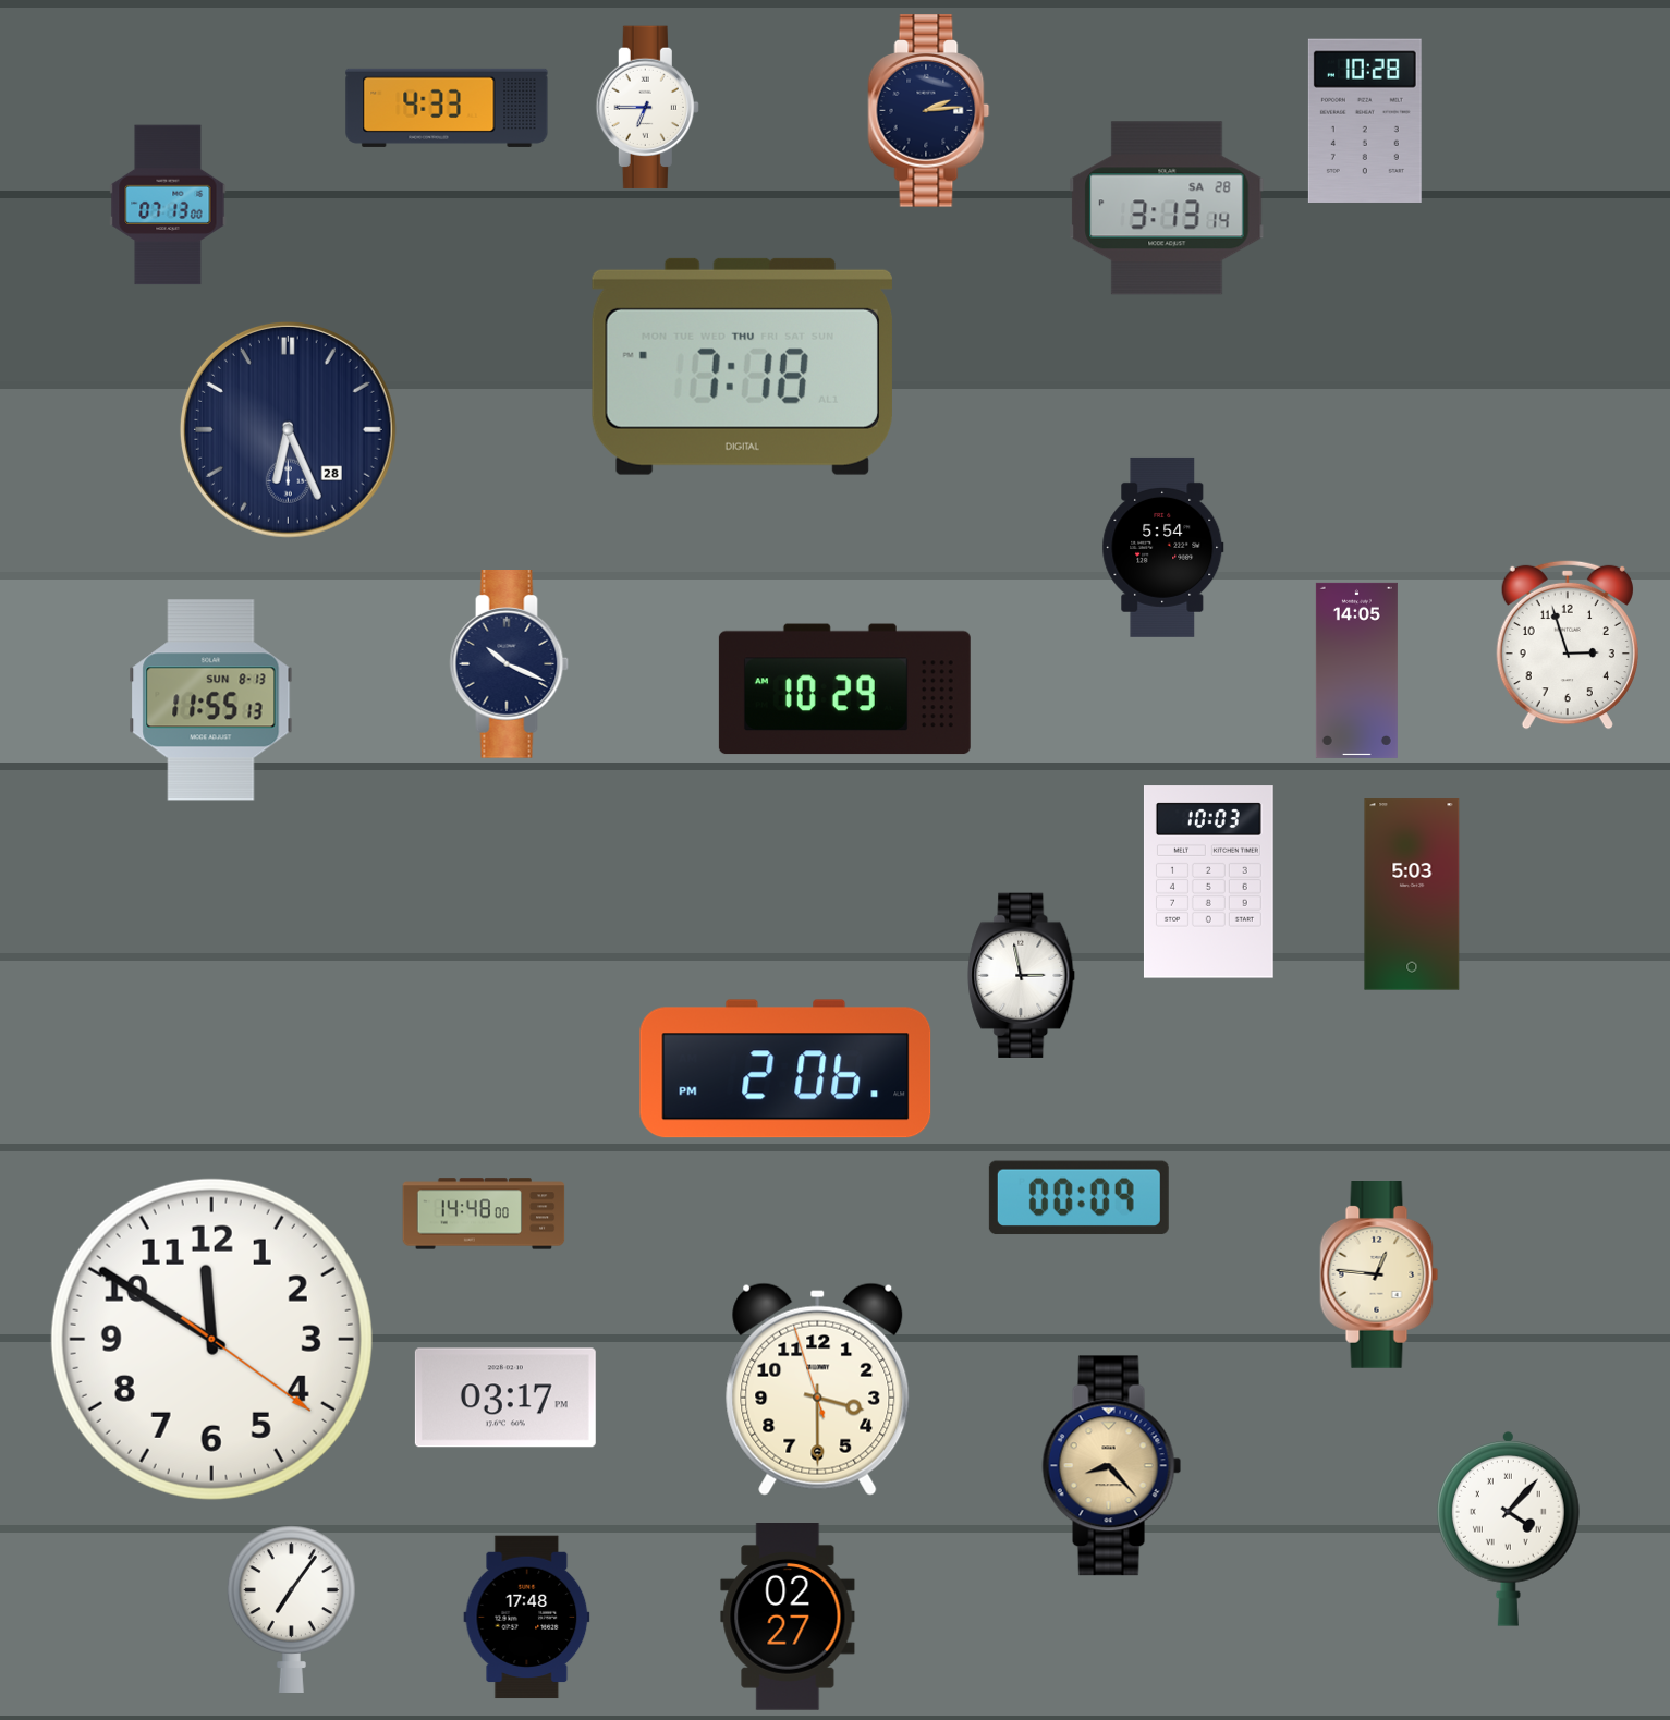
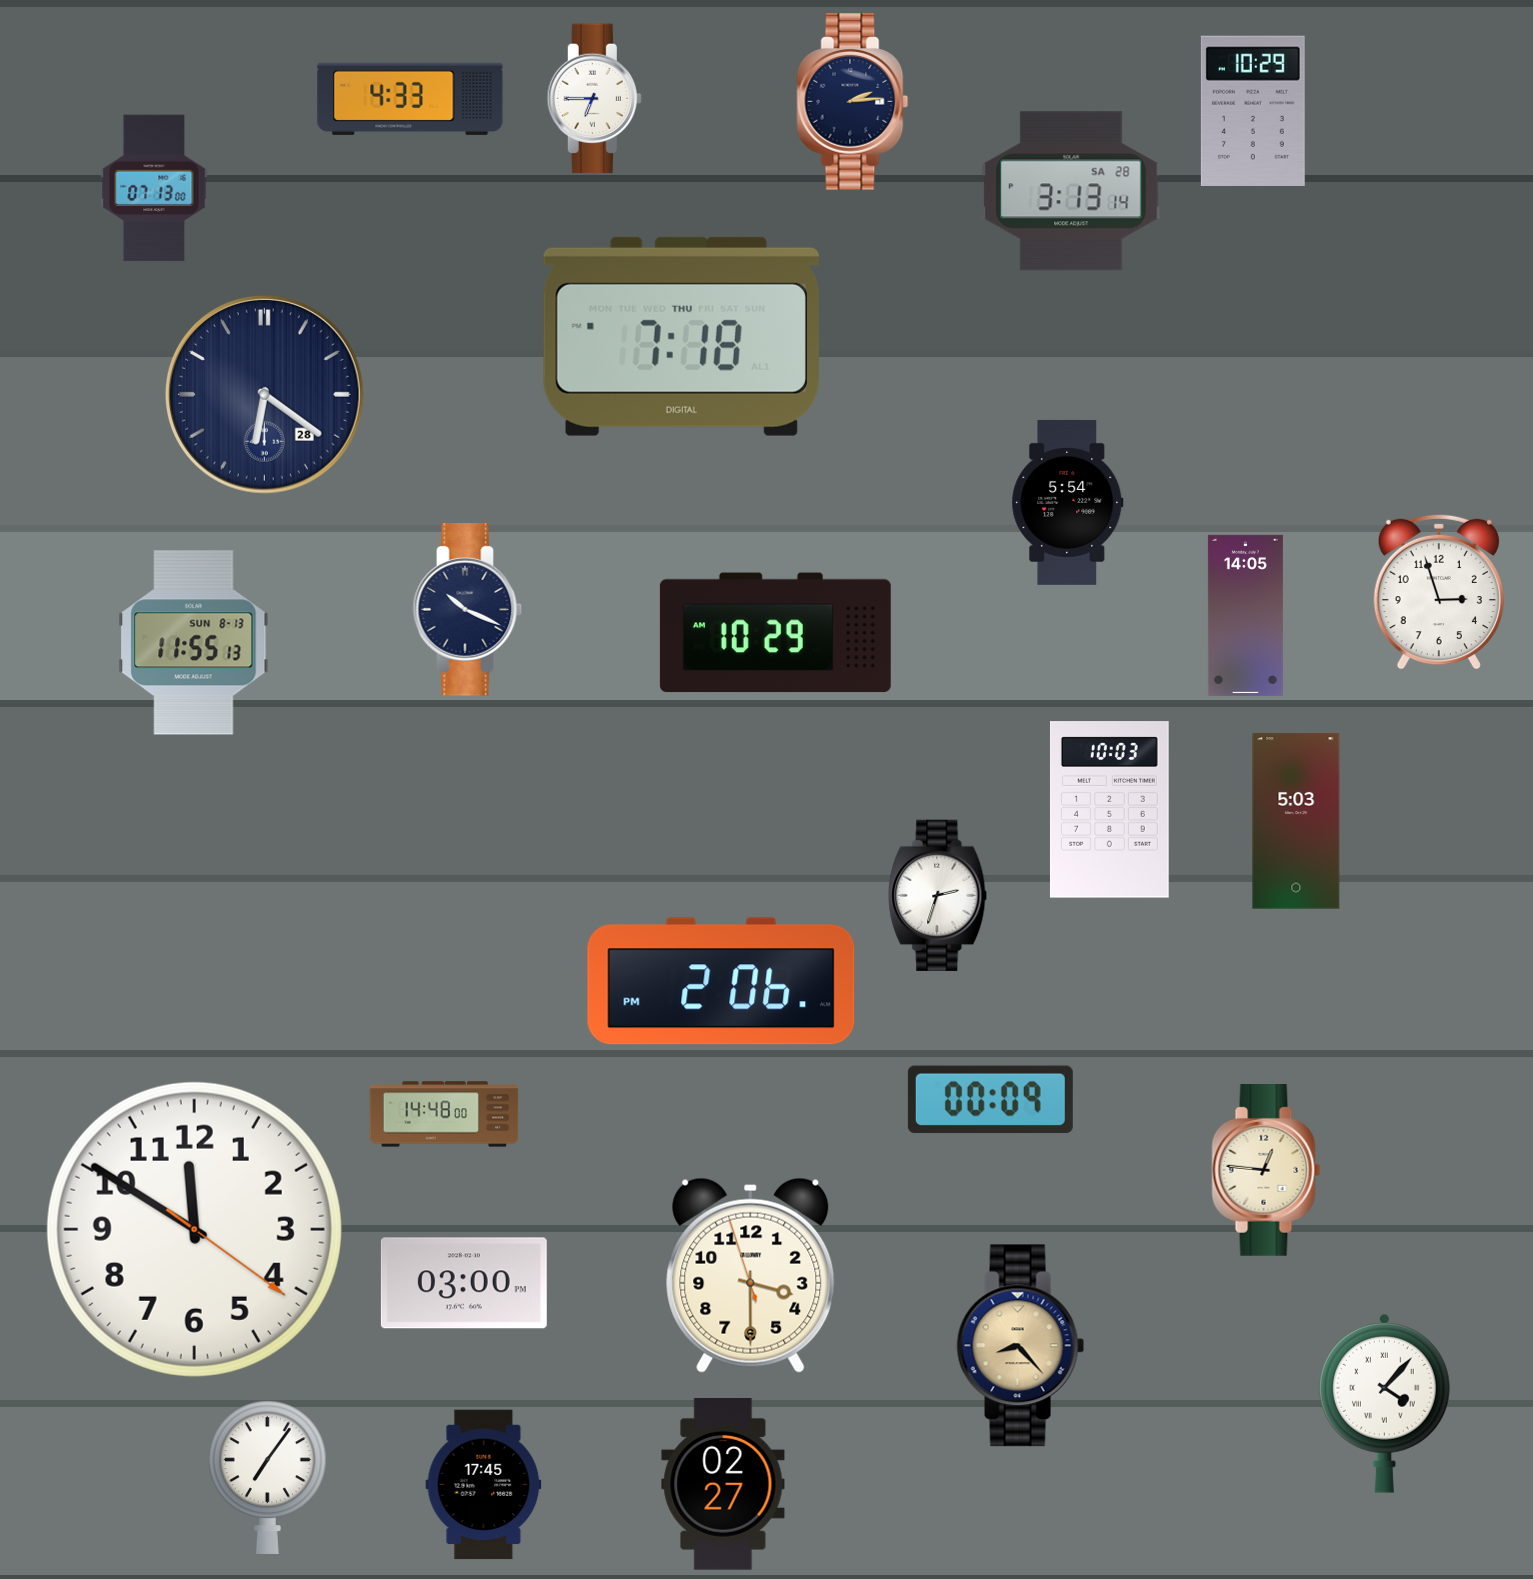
clock at (1365, 120): 10:28 -> 10:29
clock at (288, 429): 6:26 -> 6:21
clock at (1022, 975): 2:58 -> 2:33
clock at (505, 1398): 03:17 -> 03:00
clock at (527, 1618): 17:48 -> 17:45
